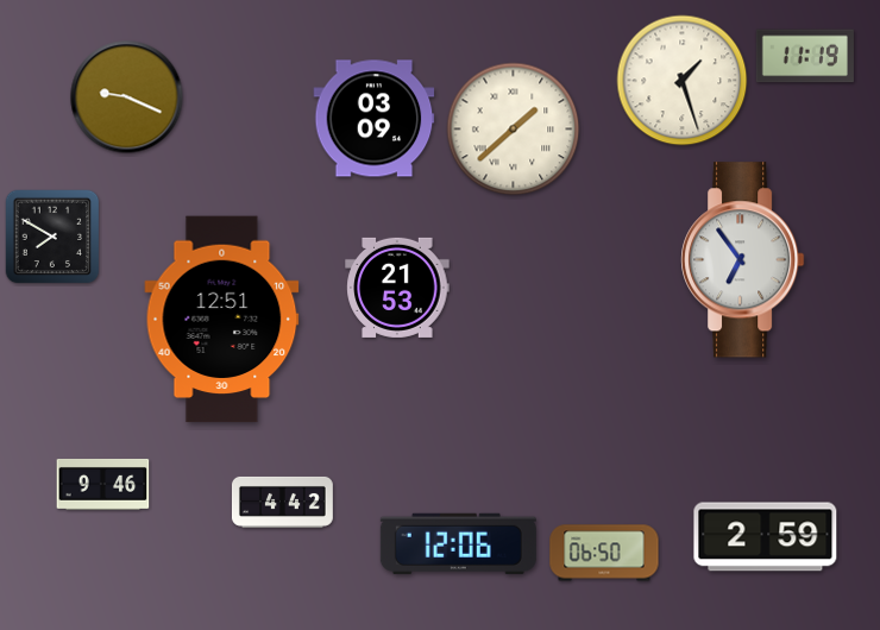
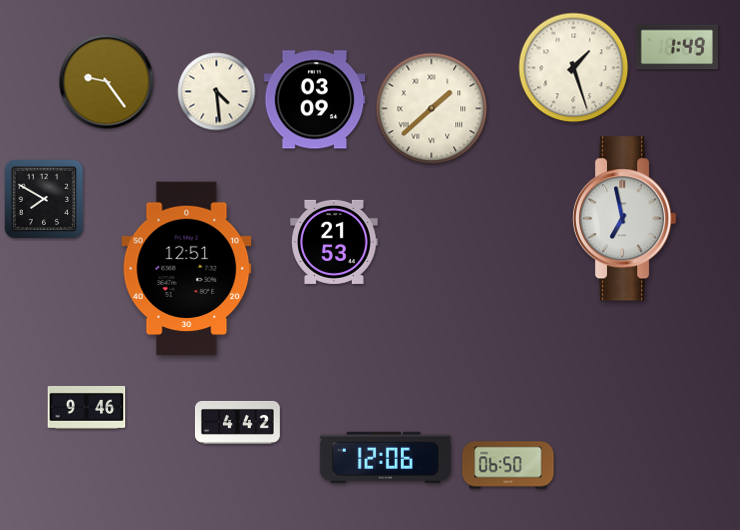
clock at (805, 56): 11:19 -> 1:49
clock at (127, 97): 9:19 -> 9:24
clock at (217, 92): none -> 4:29
clock at (743, 260): 6:54 -> 6:58
clock at (766, 537): 2:59 -> none
